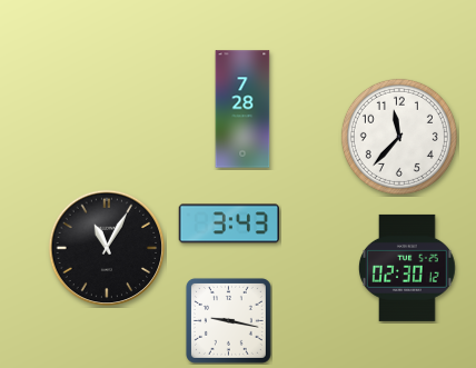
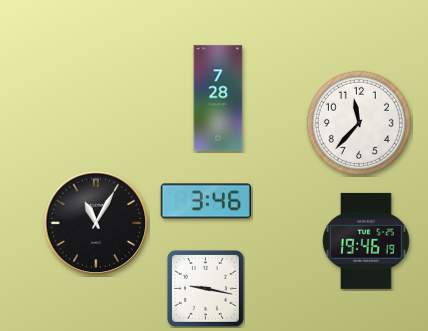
clock at (229, 223): 3:43 -> 3:46
clock at (407, 268): 02:30 -> 19:46
